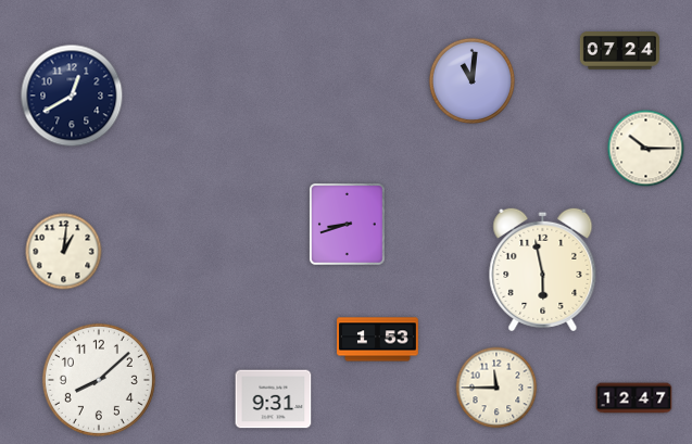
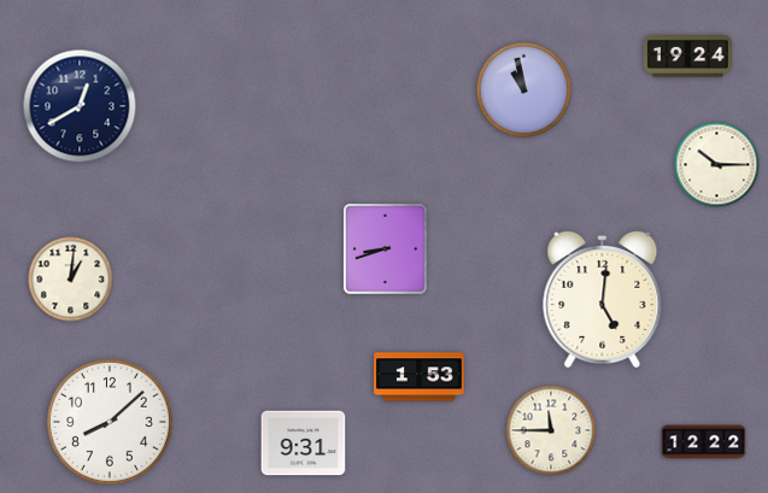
clock at (619, 51): 07:24 -> 19:24
clock at (471, 80): 11:01 -> 10:58
clock at (543, 269): 5:58 -> 5:01
clock at (634, 398): 12:47 -> 12:22
